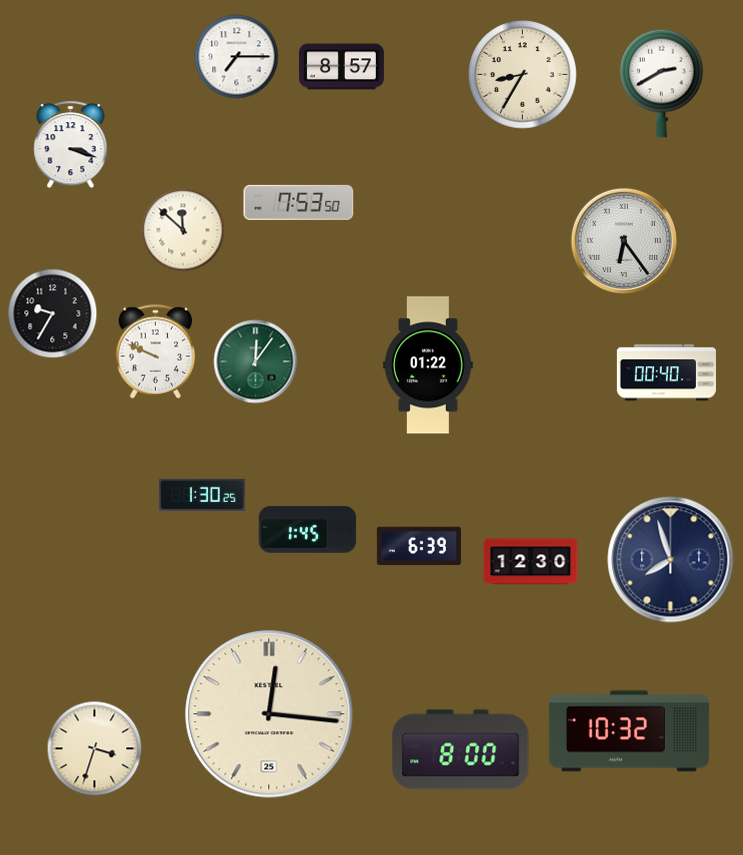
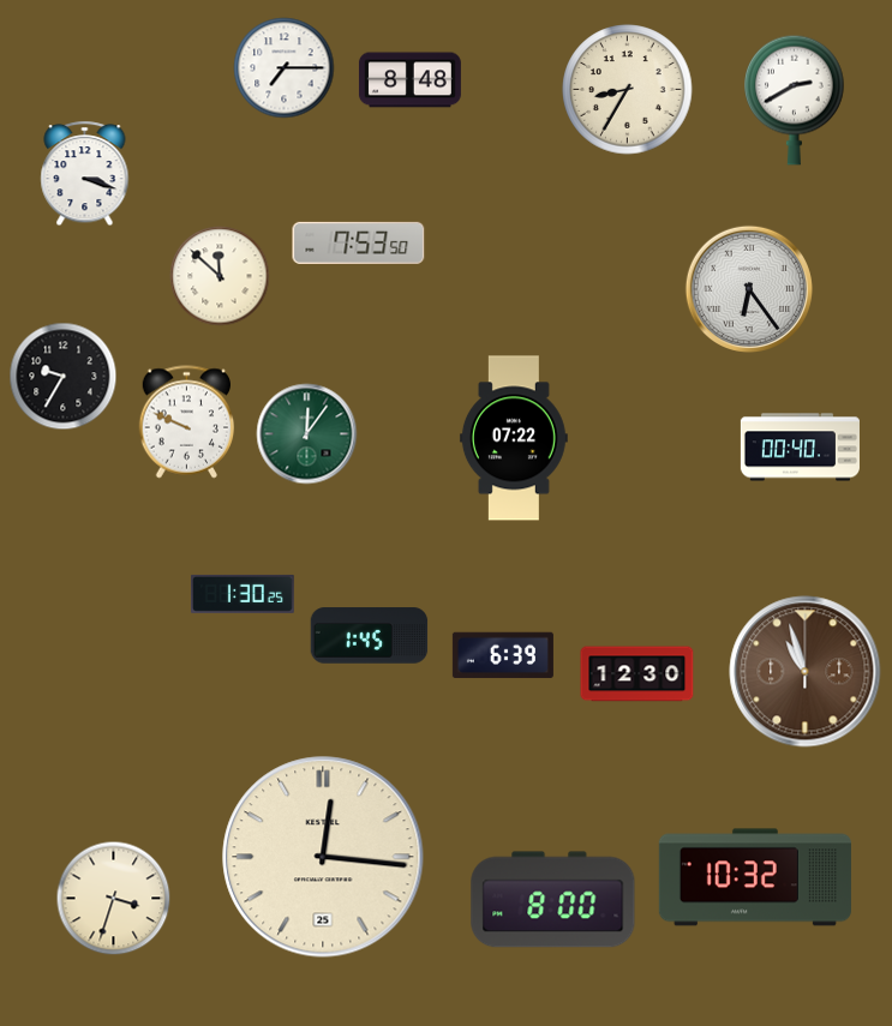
clock at (341, 67): 8:57 -> 8:48
clock at (428, 365): 01:22 -> 07:22
clock at (671, 560): 7:57 -> 10:57
clock at (671, 560) dial: navy -> brown
